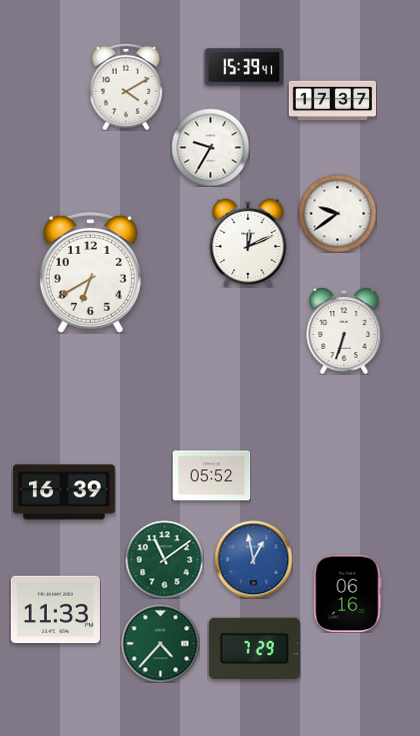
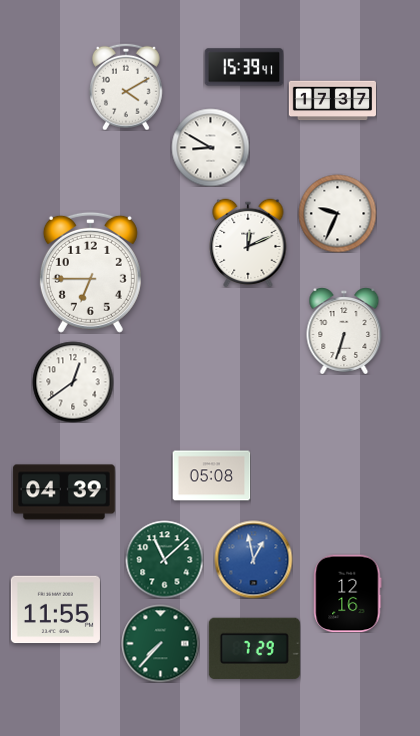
clock at (210, 147): 9:35 -> 8:50
clock at (337, 213): 9:39 -> 9:34
clock at (90, 272): 6:40 -> 6:45
clock at (73, 382): none -> 12:39
clock at (211, 476): 05:52 -> 05:08
clock at (64, 492): 16:39 -> 04:39
clock at (164, 559): 11:09 -> 11:08
clock at (348, 593): 06:16 -> 12:16
clock at (55, 610): 11:33 -> 11:55
clock at (160, 643): 4:37 -> 7:37
